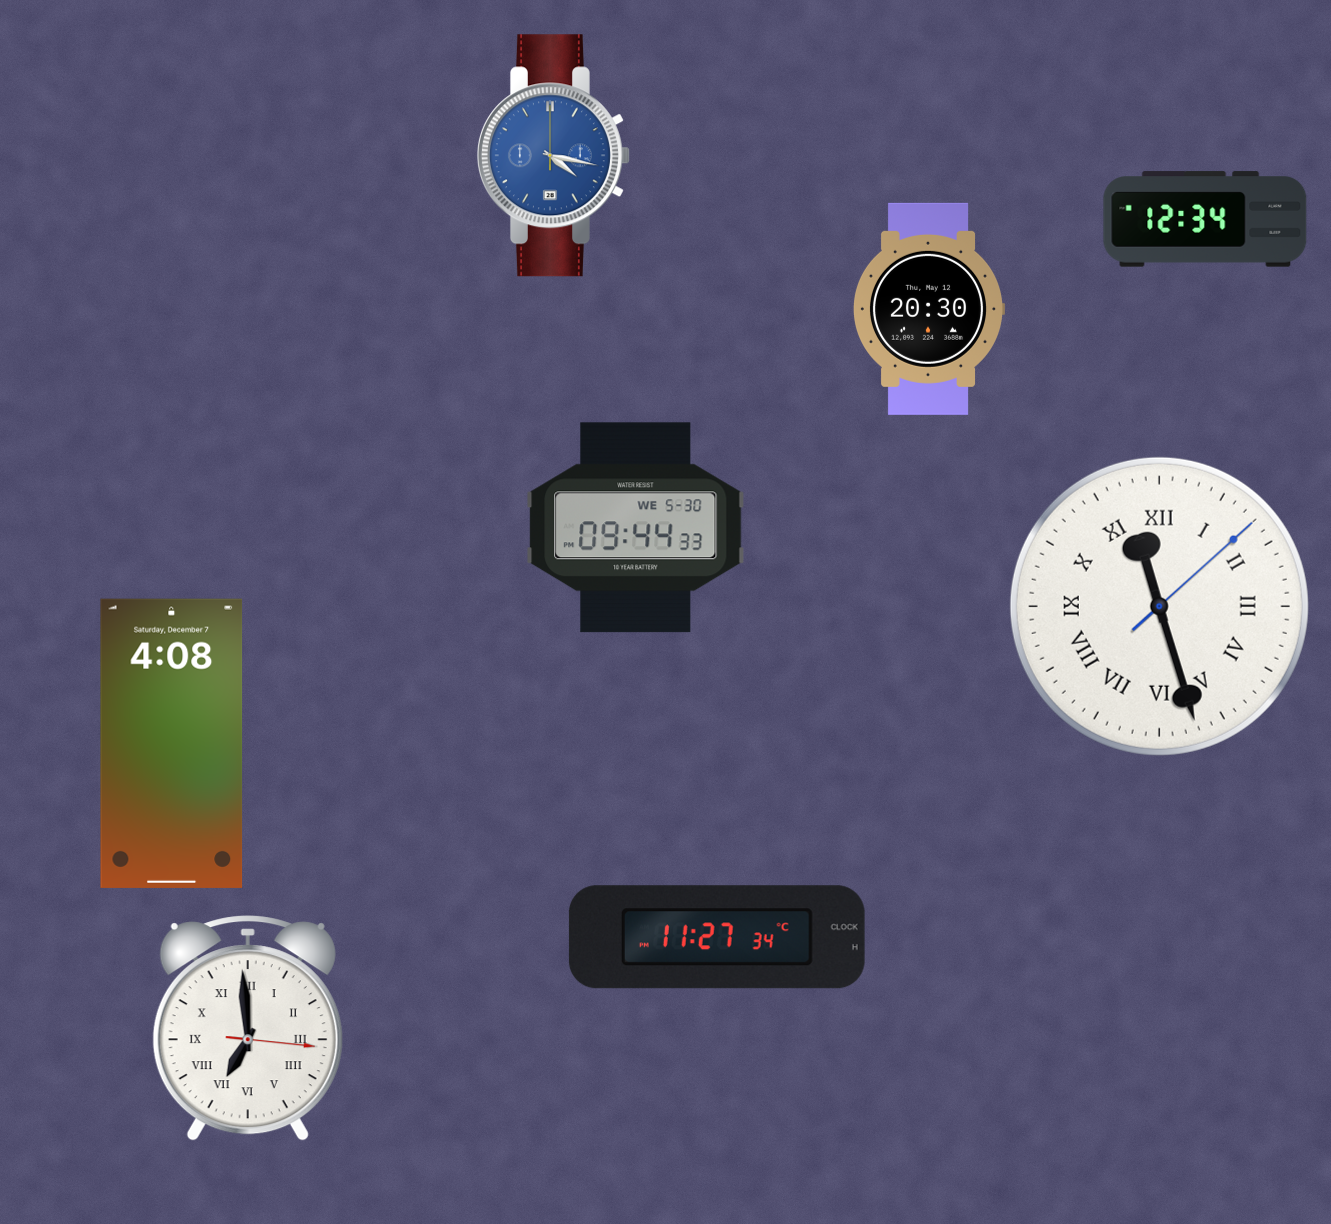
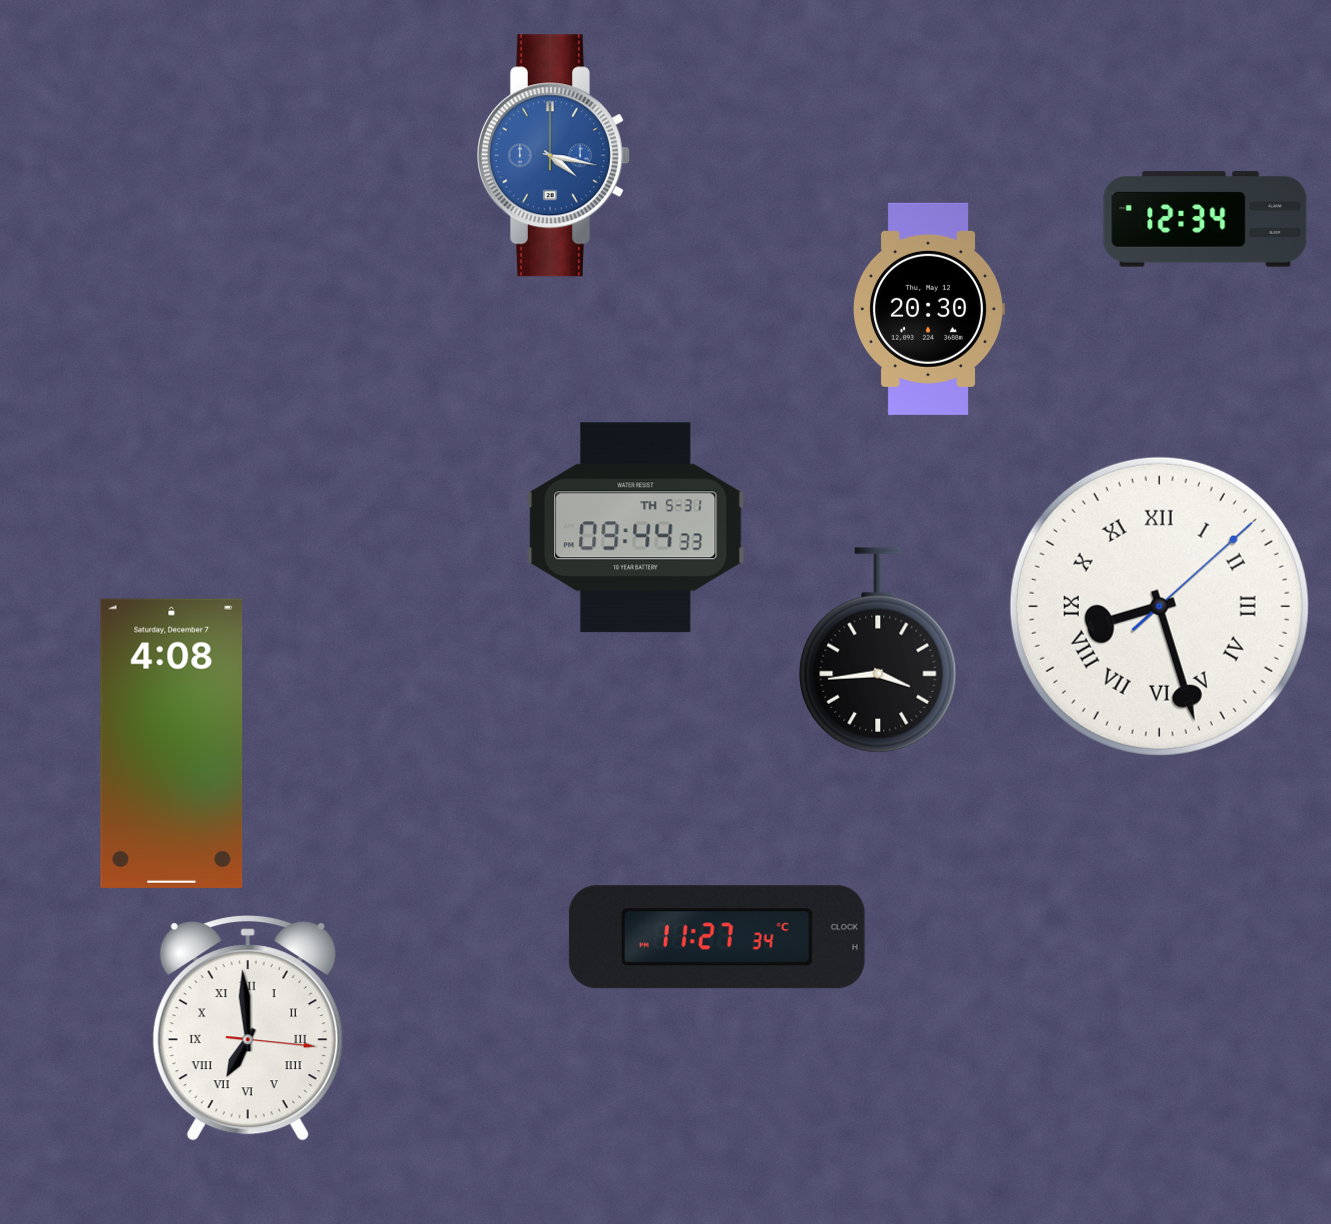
clock at (636, 528) date: WE 5-30 -> TH 5-31
clock at (1159, 606): 11:27 -> 8:27
clock at (878, 650): none -> 3:44
